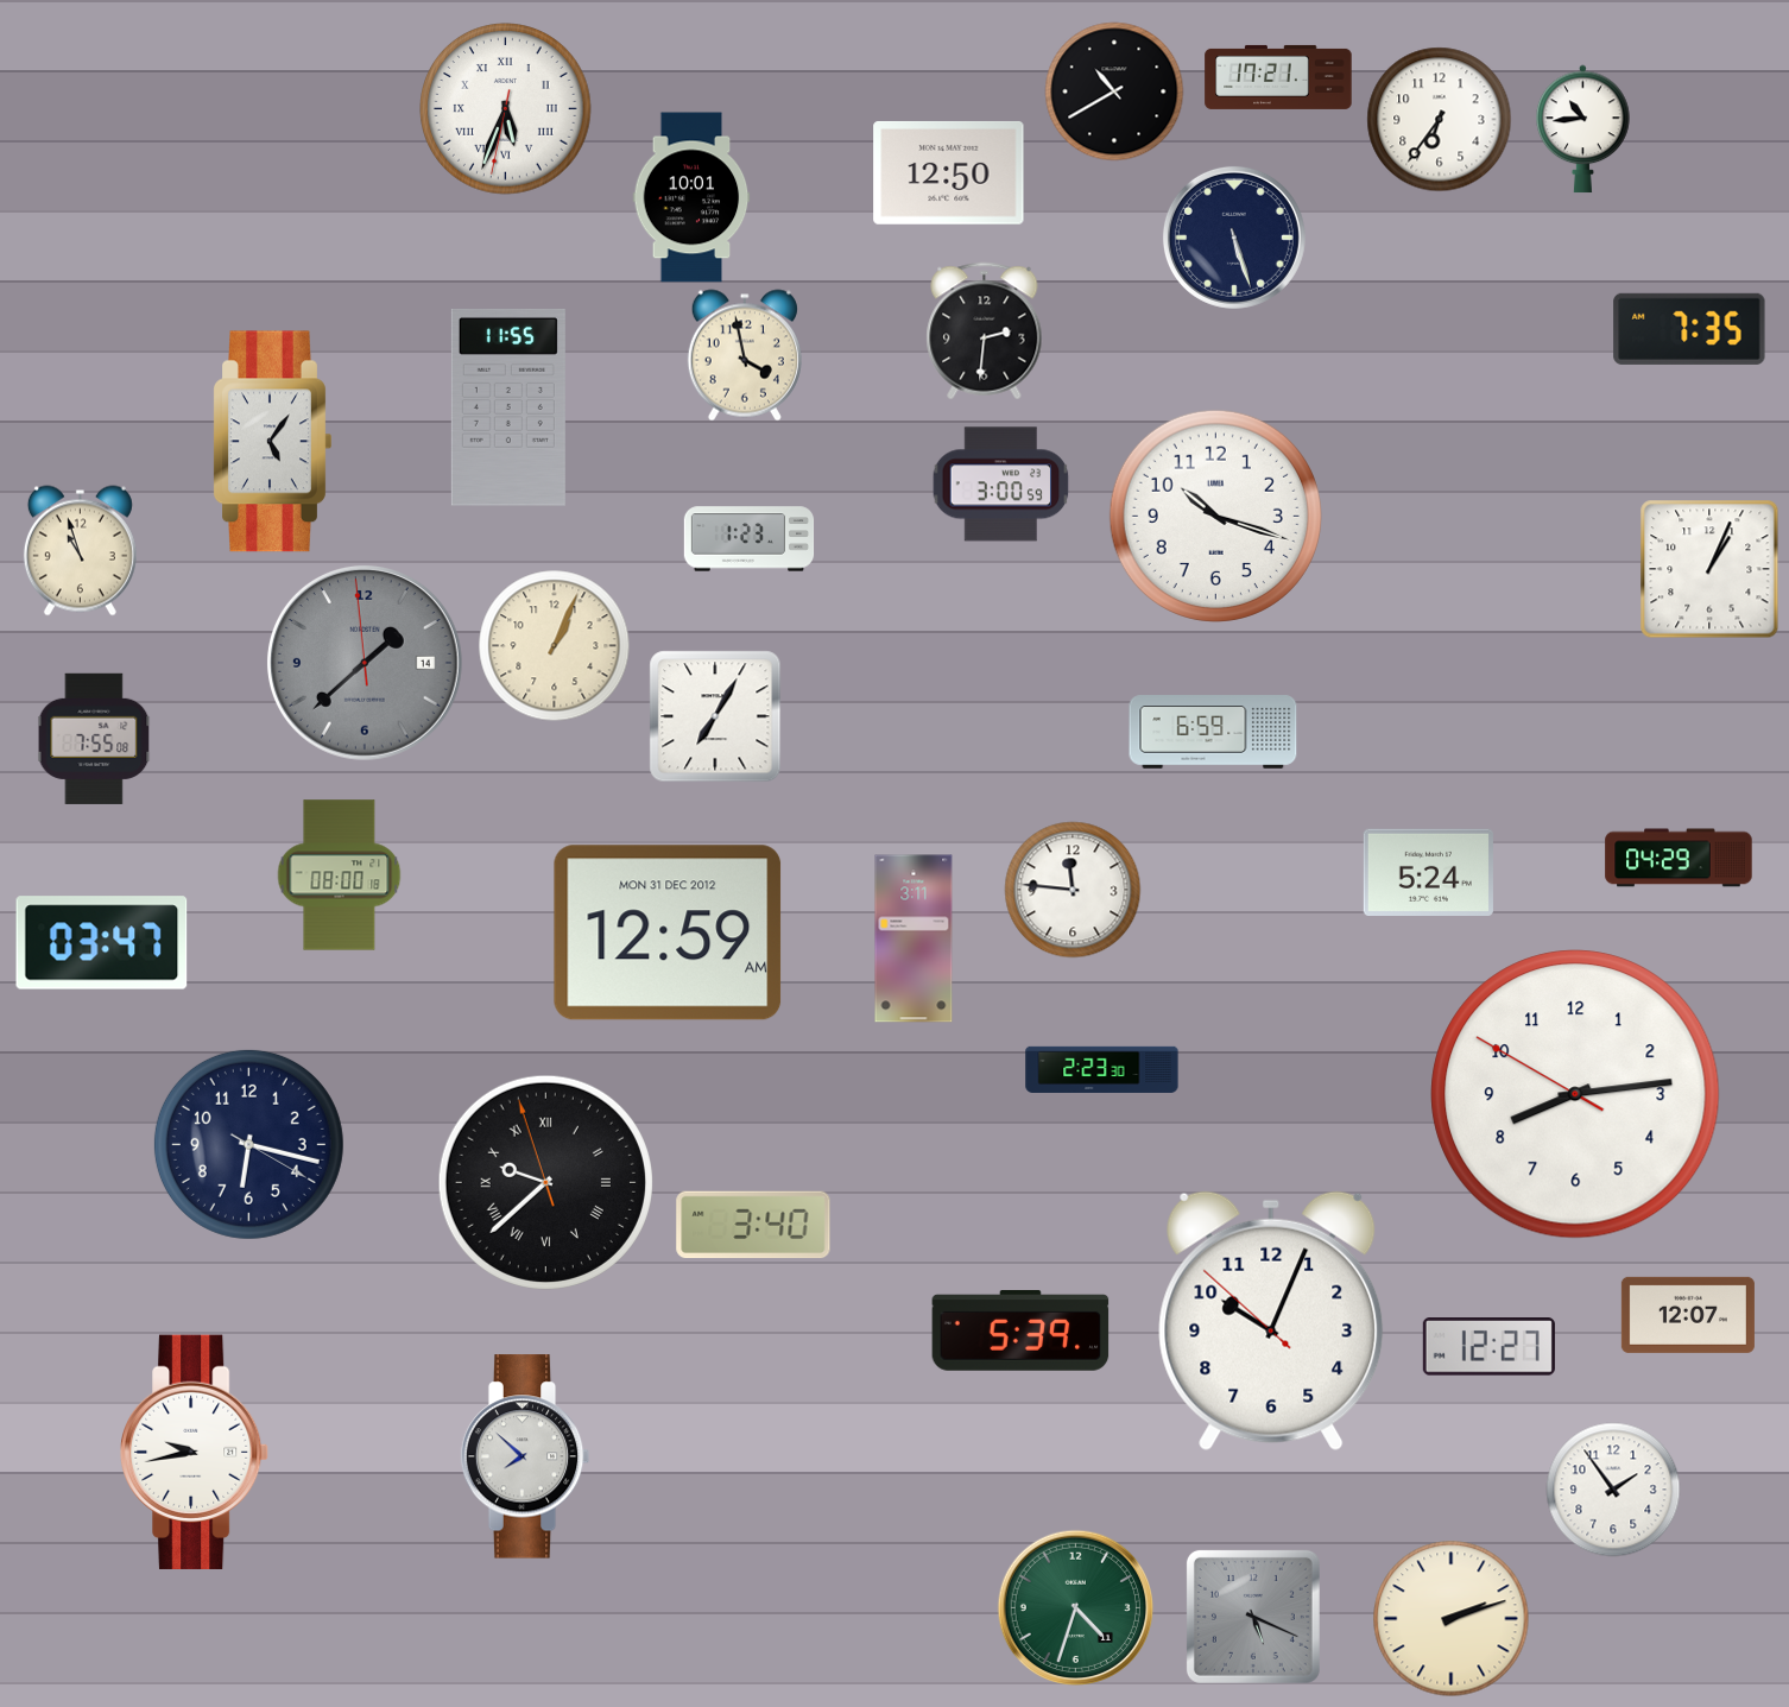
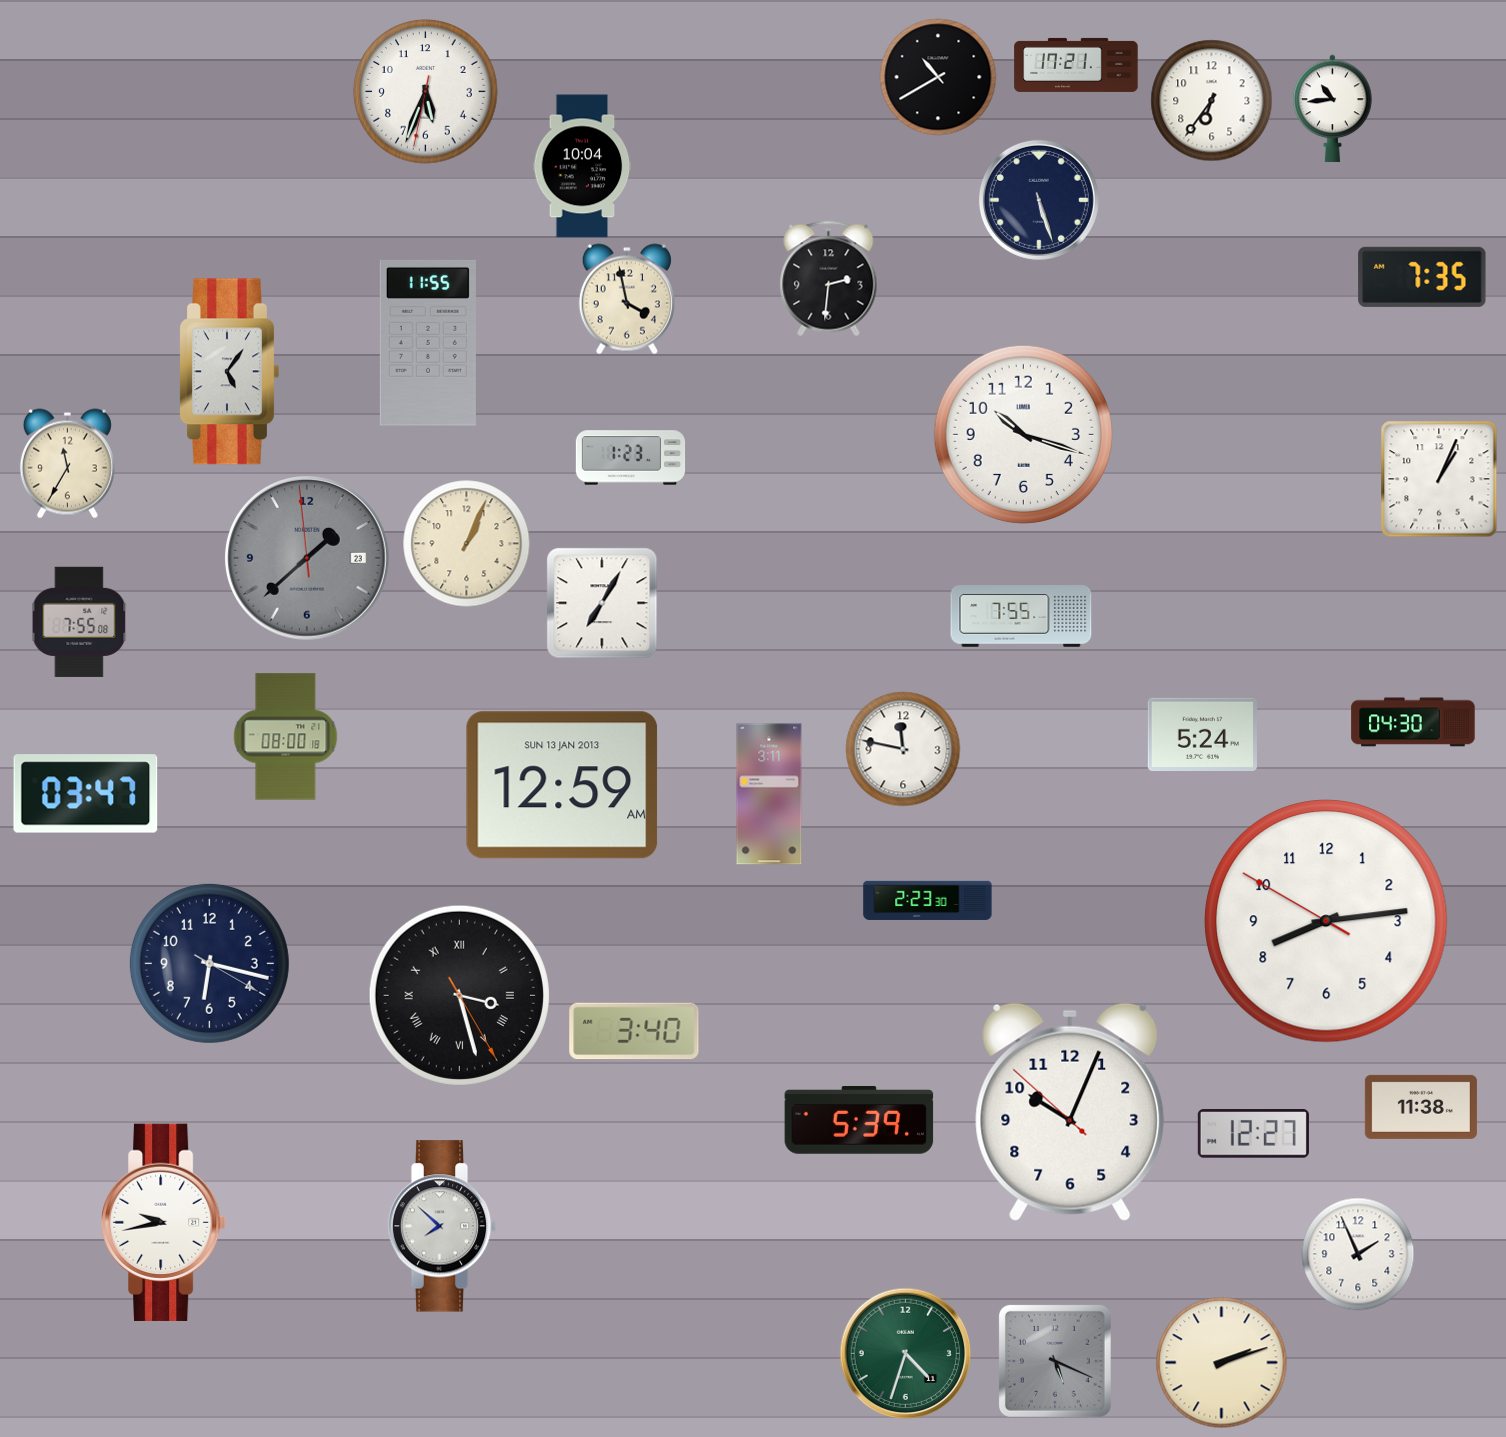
clock at (506, 109) numerals: Roman -> Arabic
clock at (949, 172): 12:50 -> none
clock at (691, 197): 10:01 -> 10:04
clock at (1001, 485): 3:00 -> none
clock at (750, 539) position: (750, 539) -> (631, 458)
clock at (80, 551): 10:57 -> 11:35
clock at (365, 663) date: 14 -> 23
clock at (1213, 732): 6:59 -> 7:55
clock at (1679, 858): 04:29 -> 04:30
clock at (1073, 890): 11:46 -> 11:47
clock at (668, 932) date: MON 31 DEC 2012 -> SUN 13 JAN 2013
clock at (914, 938) position: (914, 938) -> (769, 794)
clock at (545, 1182): 9:37 -> 3:27
clock at (1688, 1315): 12:07 -> 11:38
clock at (1613, 1490): 1:54 -> 1:56
